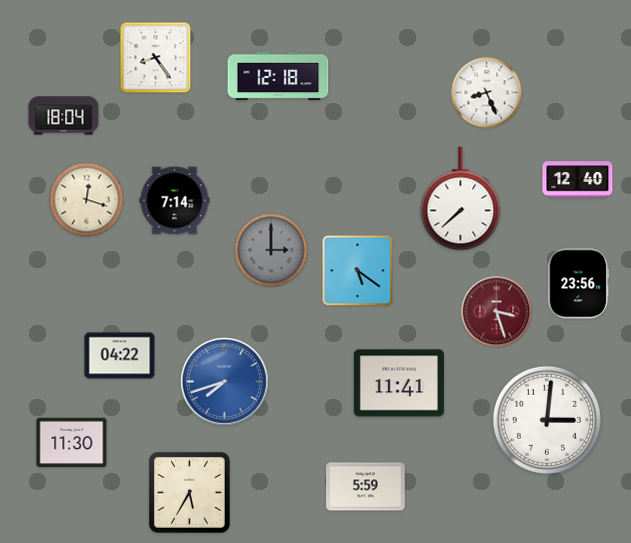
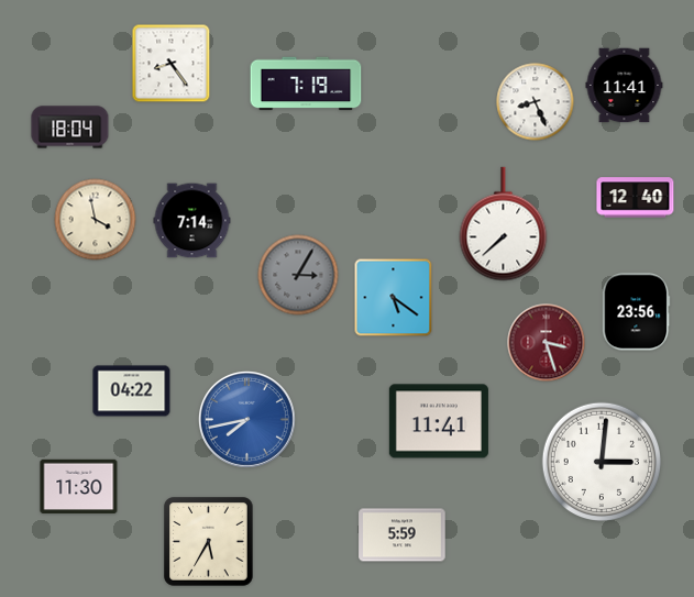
clock at (278, 76): 12:18 -> 7:19
clock at (625, 86): none -> 11:41
clock at (461, 199) position: (461, 199) -> (504, 224)
clock at (87, 200): 12:18 -> 3:58
clock at (271, 250): 3:00 -> 3:05
clock at (224, 381): 7:42 -> 7:43
